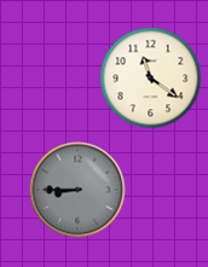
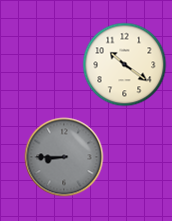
clock at (151, 79): 11:21 -> 10:21
